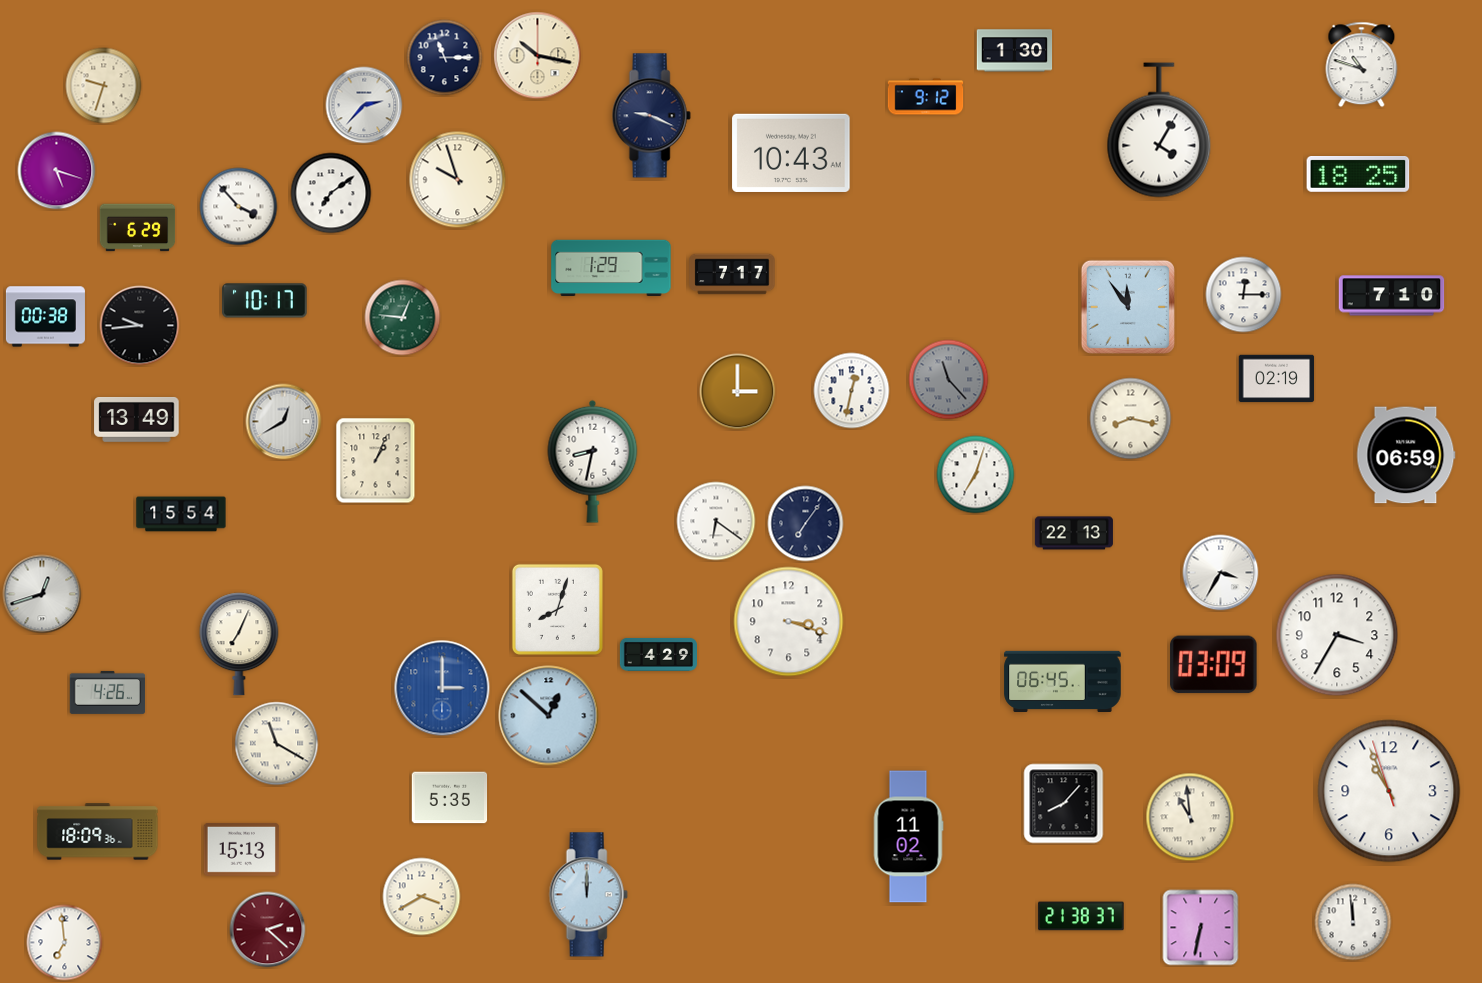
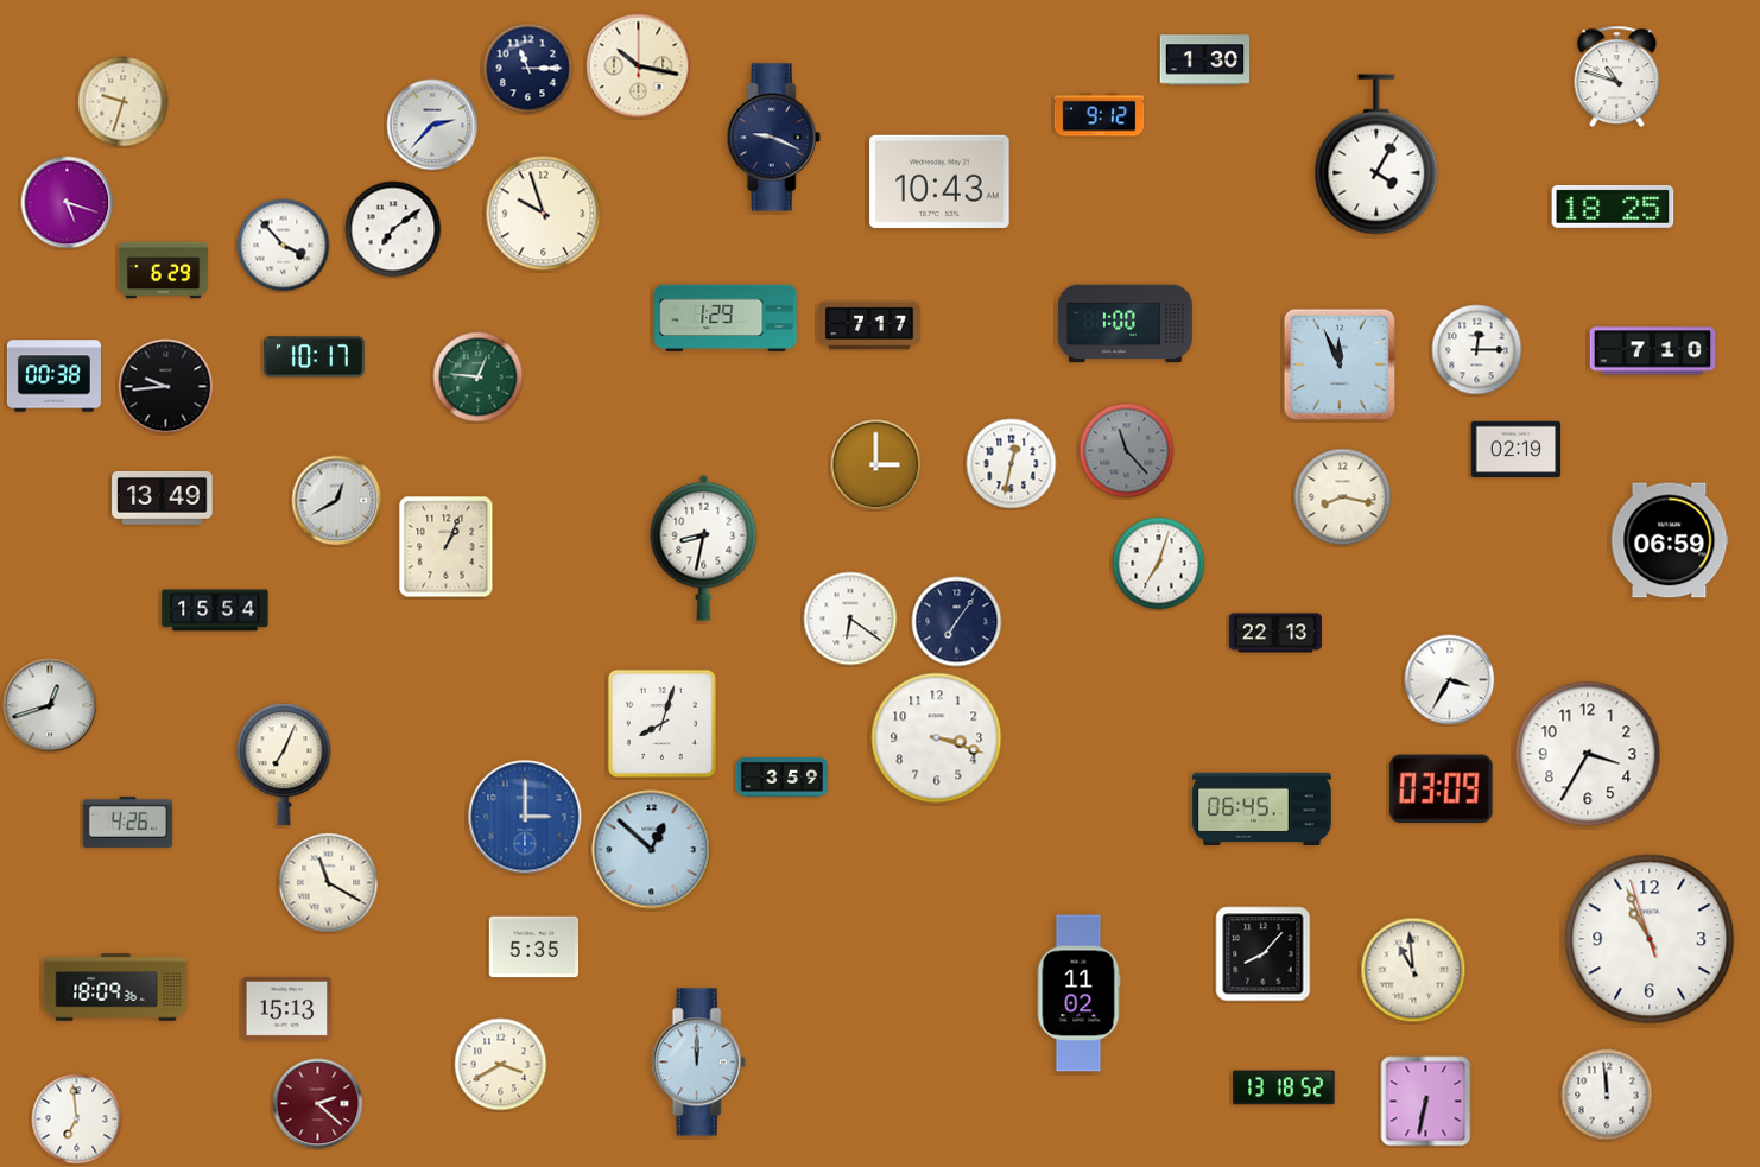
clock at (1125, 324): none -> 1:00
clock at (1128, 307): 11:54 -> 11:56
clock at (658, 654): 4:29 -> 3:59
clock at (1081, 916): 21:38 -> 13:18
